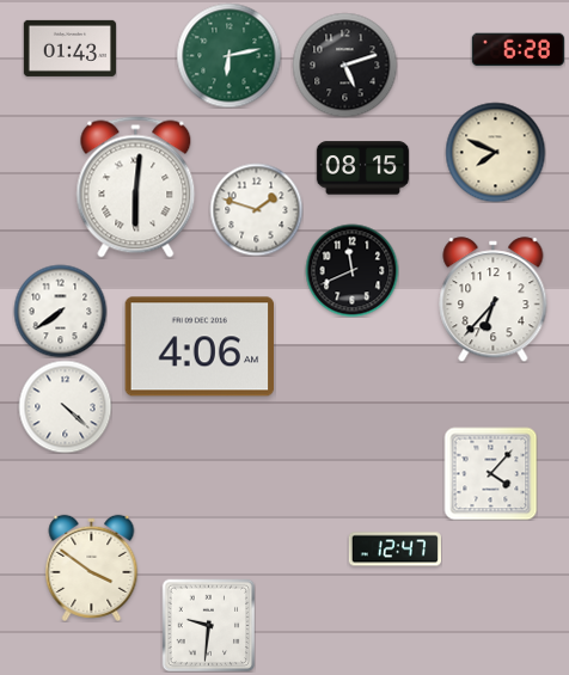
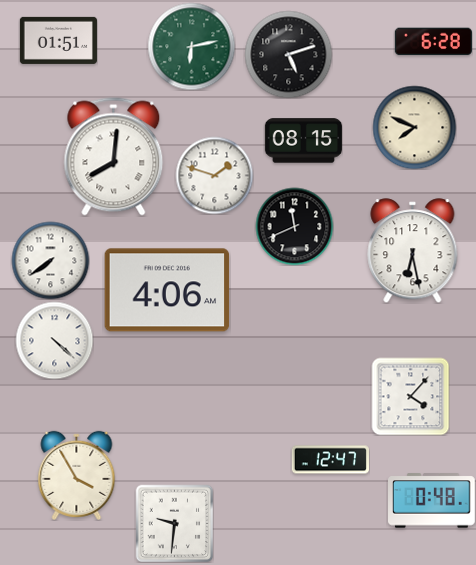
clock at (69, 48): 01:43 -> 01:51
clock at (136, 188): 6:01 -> 8:01
clock at (494, 300): 6:37 -> 6:28
clock at (92, 567): 3:51 -> 3:55
clock at (432, 501): none -> 0:48
